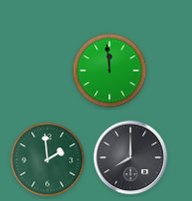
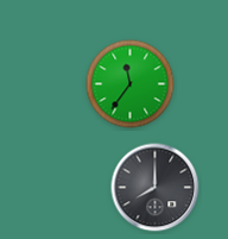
clock at (110, 71): 11:59 -> 11:36
clock at (48, 160): 1:59 -> none
